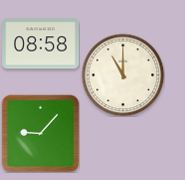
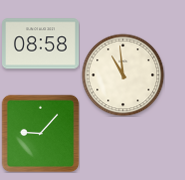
clock at (123, 75): 11:00 -> 10:59
